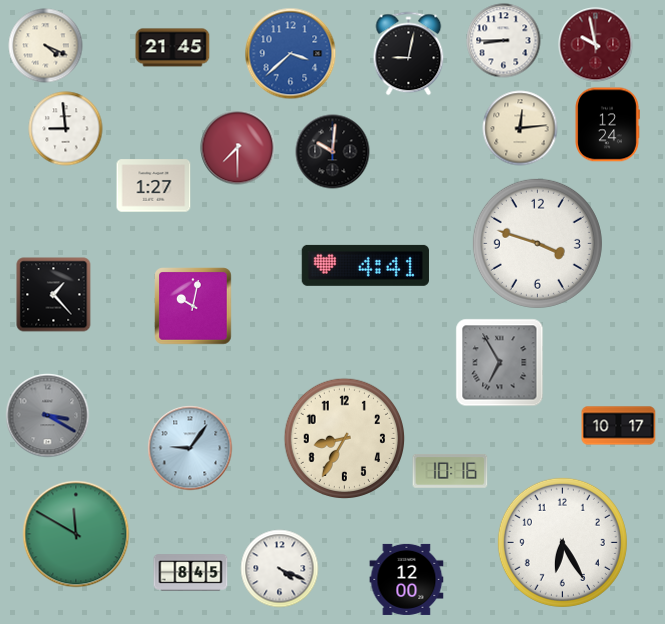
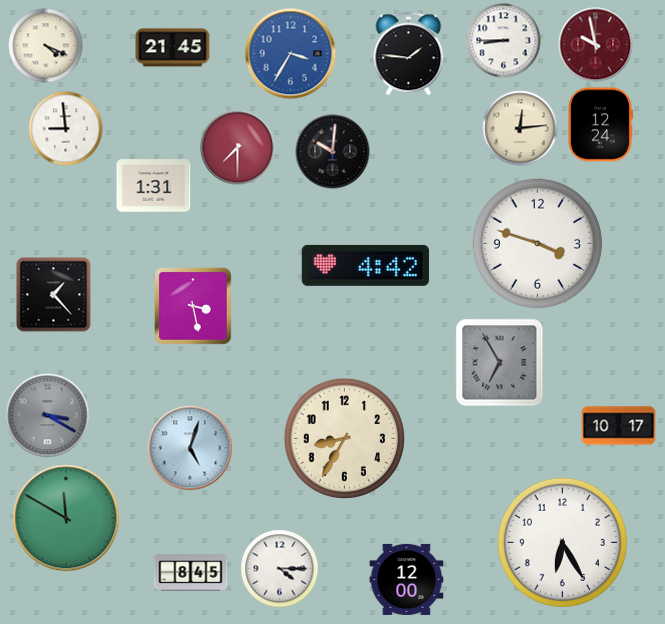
clock at (291, 54): 3:38 -> 3:35
clock at (409, 54): 9:02 -> 1:46
clock at (607, 125) position: (607, 125) -> (600, 125)
clock at (154, 186): 1:27 -> 1:31
clock at (365, 265): 4:41 -> 4:42
clock at (193, 306): 10:02 -> 3:28
clock at (190, 448): 9:06 -> 5:03
clock at (450, 471): 10:16 -> none
clock at (76, 534) position: (76, 534) -> (66, 518)
clock at (280, 569): 4:19 -> 4:15
